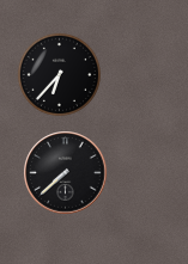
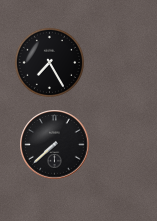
clock at (59, 74): 6:37 -> 7:25
